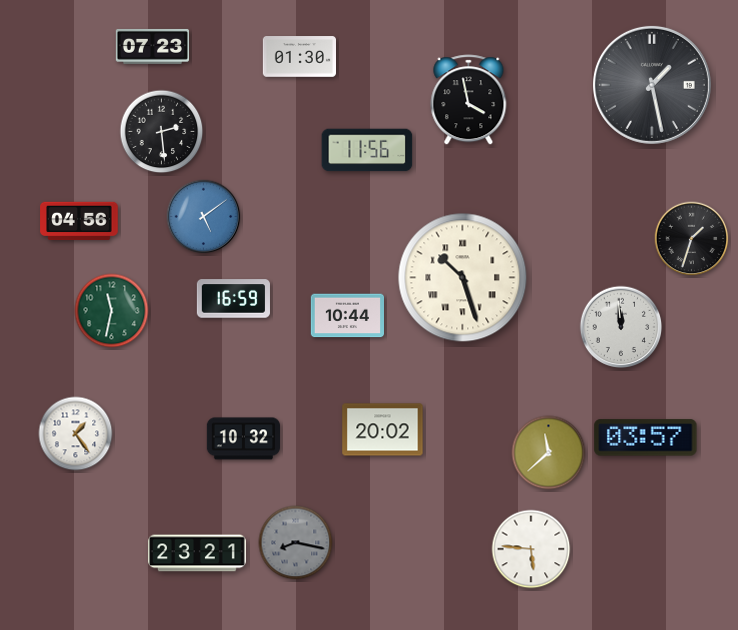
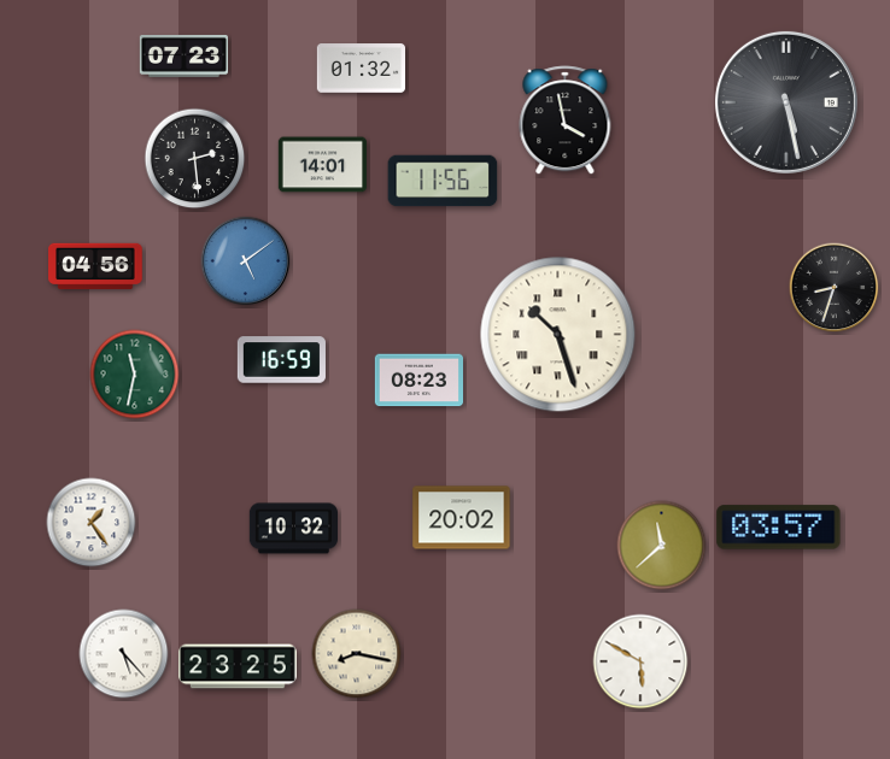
clock at (299, 57): 01:30 -> 01:32
clock at (652, 85): 1:28 -> 5:28
clock at (322, 165): none -> 14:01
clock at (692, 239): 1:33 -> 8:33
clock at (347, 316): 10:44 -> 08:23
clock at (621, 327): 11:59 -> none
clock at (124, 654): none -> 5:23
clock at (296, 543) dial: grey -> cream
clock at (531, 549): 5:46 -> 5:50
clock at (198, 553): 23:21 -> 23:25
